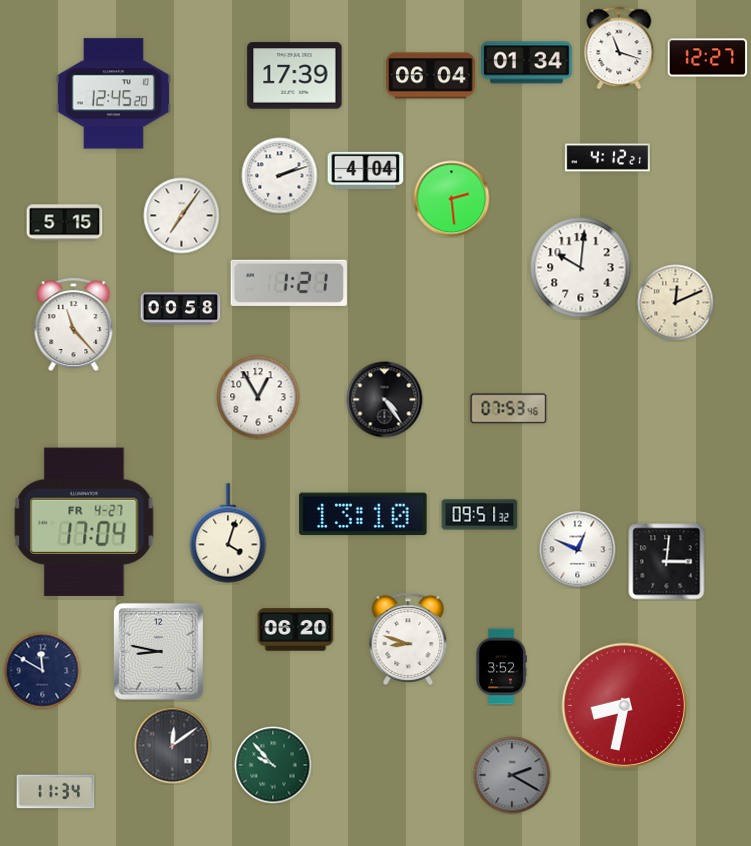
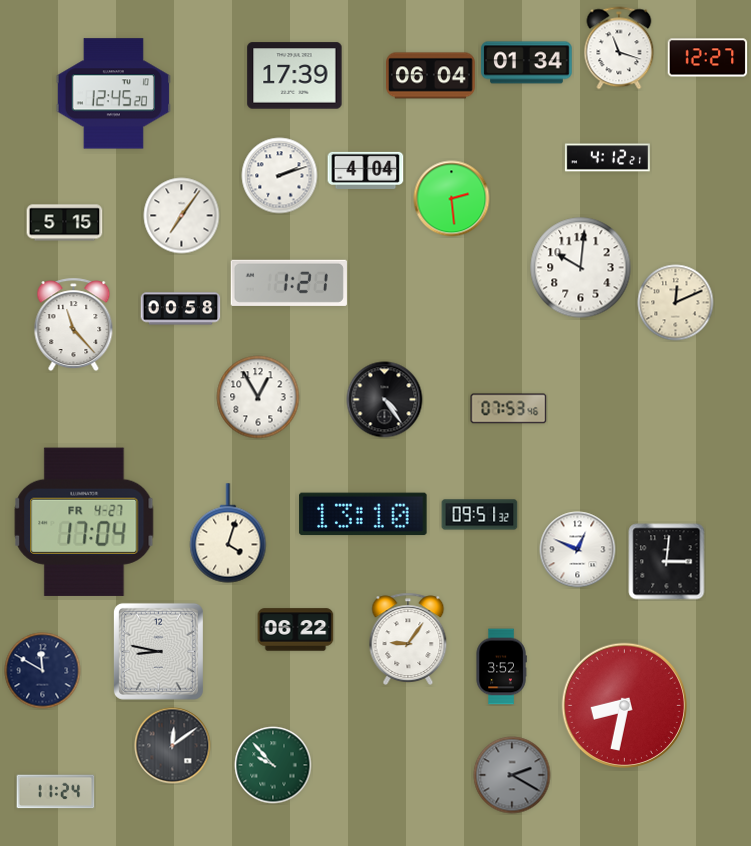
clock at (296, 630): 06:20 -> 06:22
clock at (408, 638): 8:48 -> 9:06
clock at (56, 792): 11:34 -> 11:24
